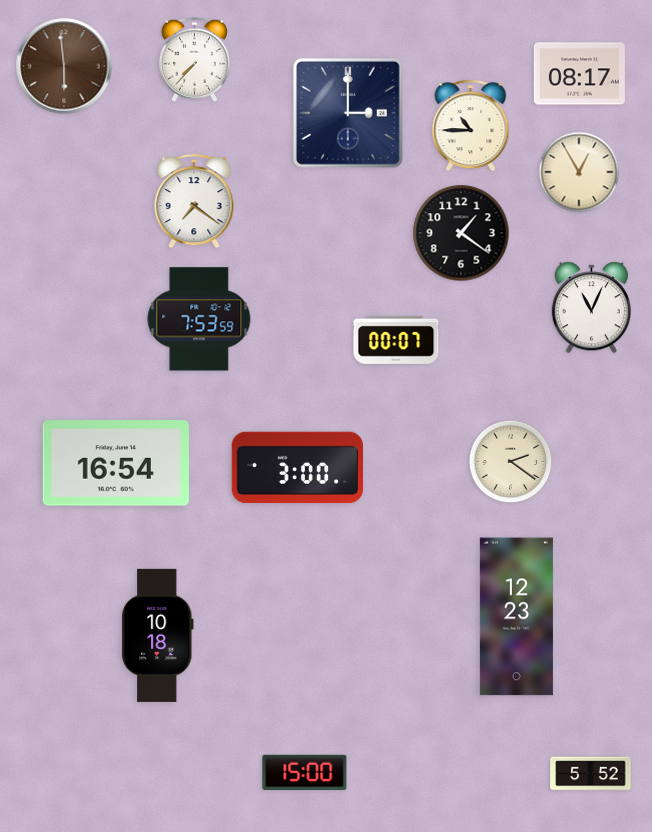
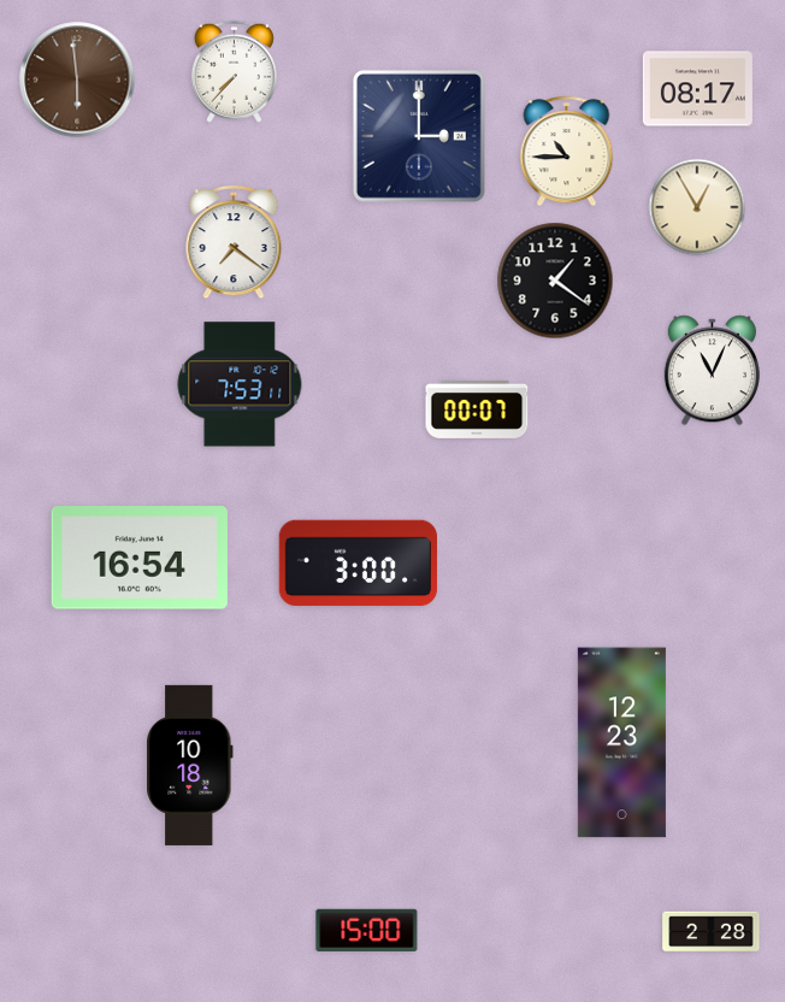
clock at (199, 319): 7:53:59 -> 7:53:11
clock at (511, 462): 2:21 -> none
clock at (591, 774): 5:52 -> 2:28
